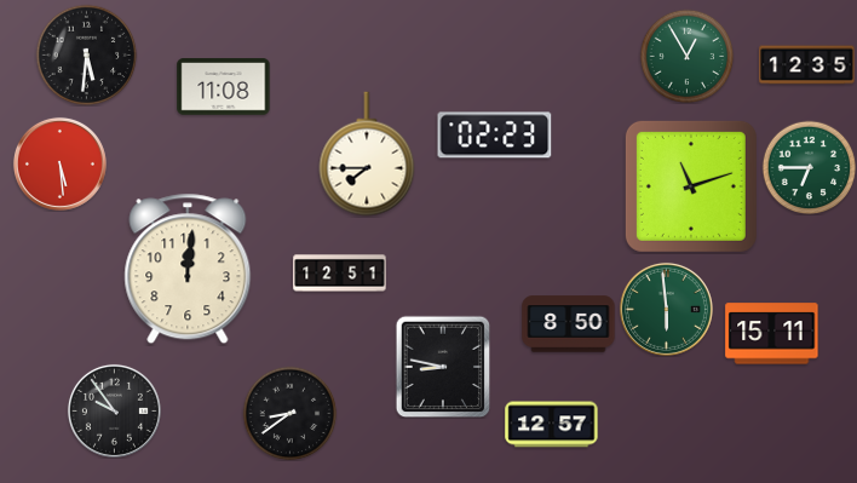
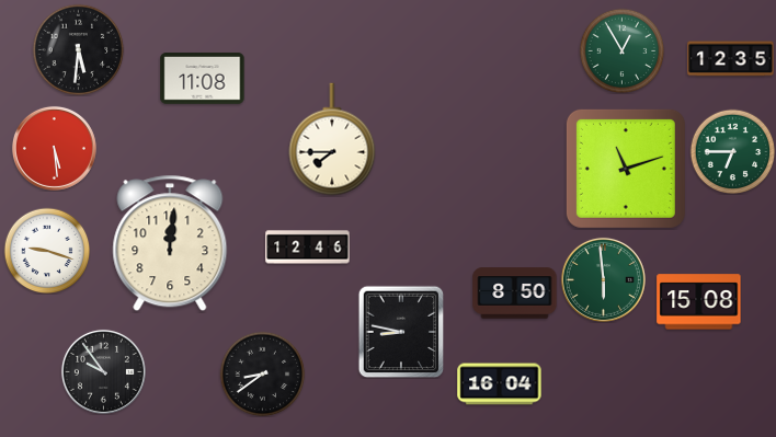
clock at (495, 136): 02:23 -> none
clock at (340, 274): 12:51 -> 12:46
clock at (47, 251): none -> 9:18
clock at (772, 334): 15:11 -> 15:08
clock at (552, 425): 12:57 -> 16:04
